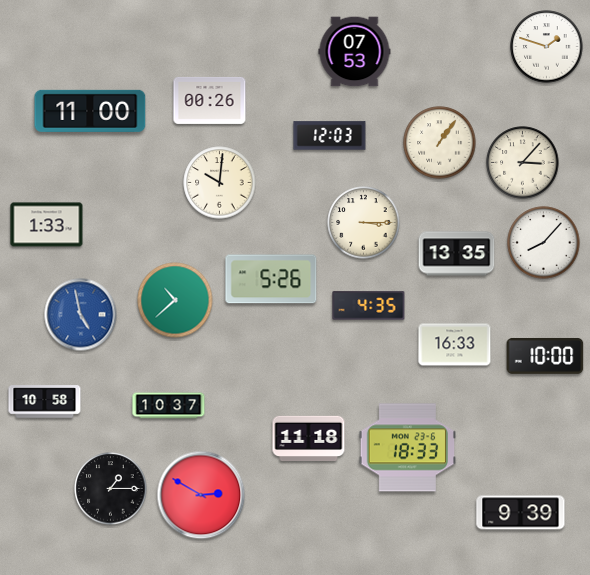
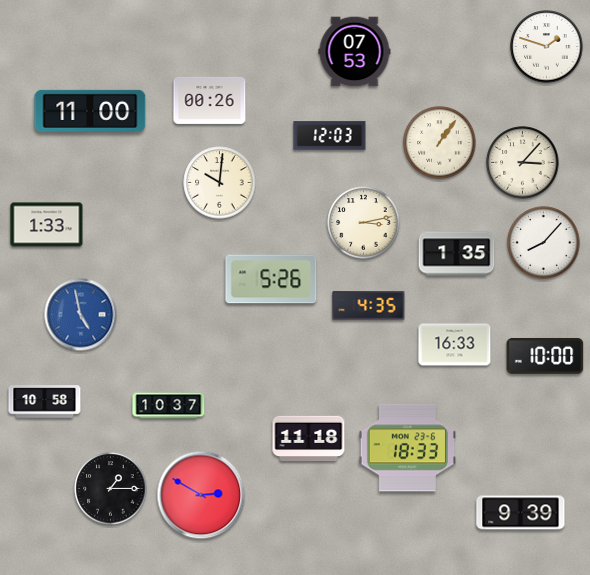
clock at (364, 223): 3:15 -> 3:13
clock at (457, 254): 13:35 -> 1:35
clock at (175, 300): 10:38 -> none
